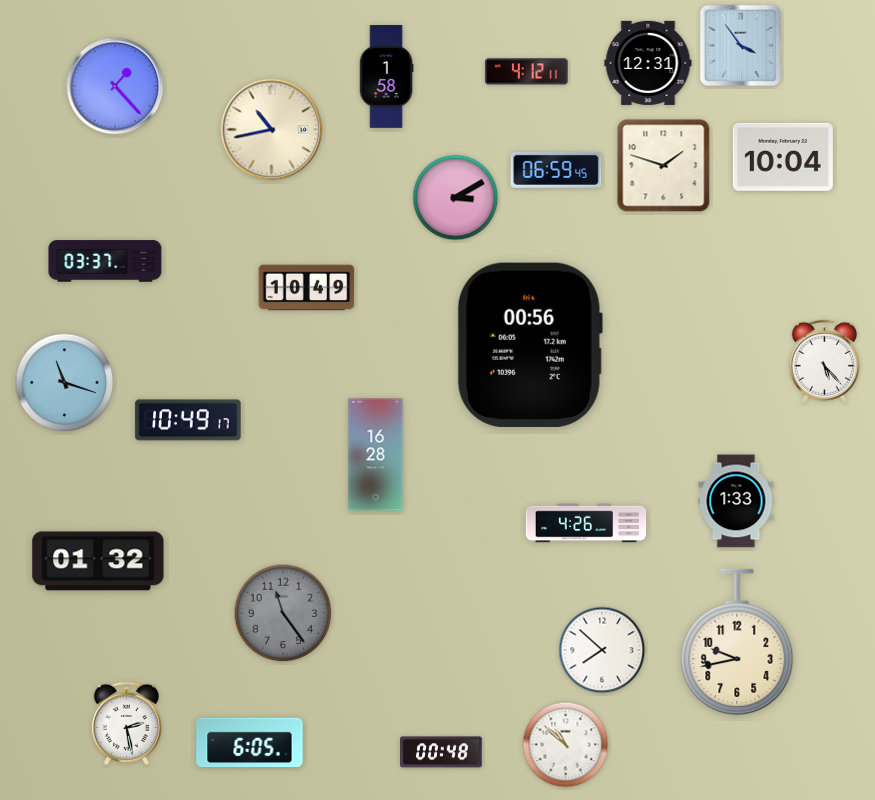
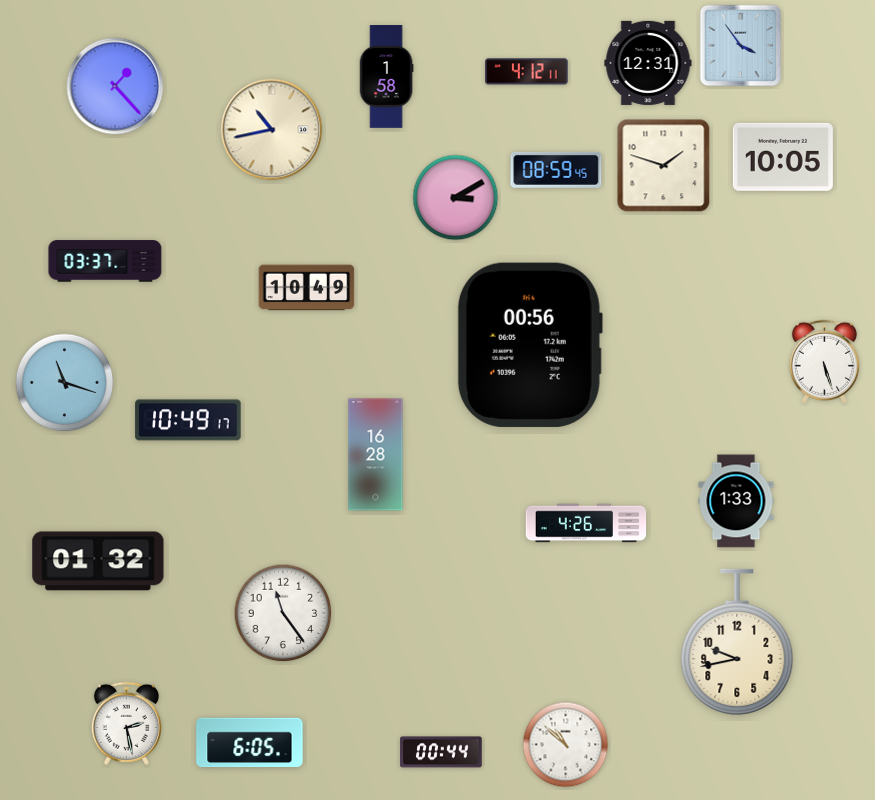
clock at (783, 157): 10:04 -> 10:05
clock at (556, 170): 06:59 -> 08:59
clock at (824, 361): 5:23 -> 5:27
clock at (283, 613) dial: grey -> white
clock at (602, 650): 7:52 -> none
clock at (441, 752): 00:48 -> 00:44
